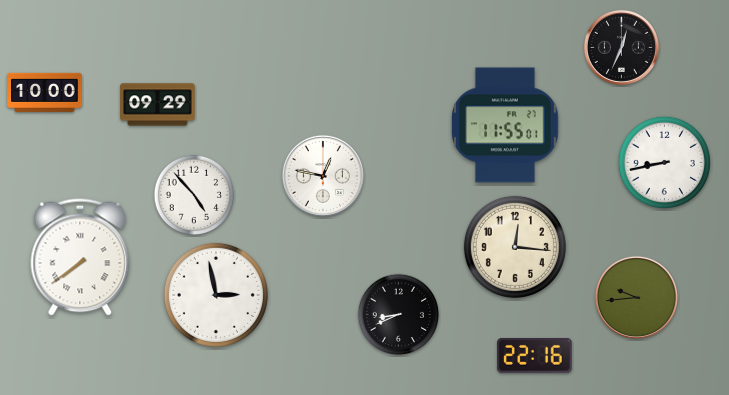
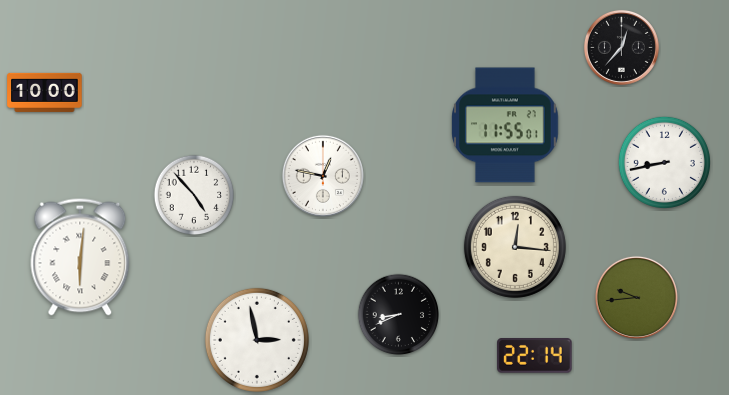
clock at (621, 47): 12:34 -> 12:37
clock at (158, 105): 09:29 -> none
clock at (80, 257): 7:39 -> 6:01
clock at (216, 295) position: (216, 295) -> (257, 340)
clock at (535, 356): 22:16 -> 22:14
